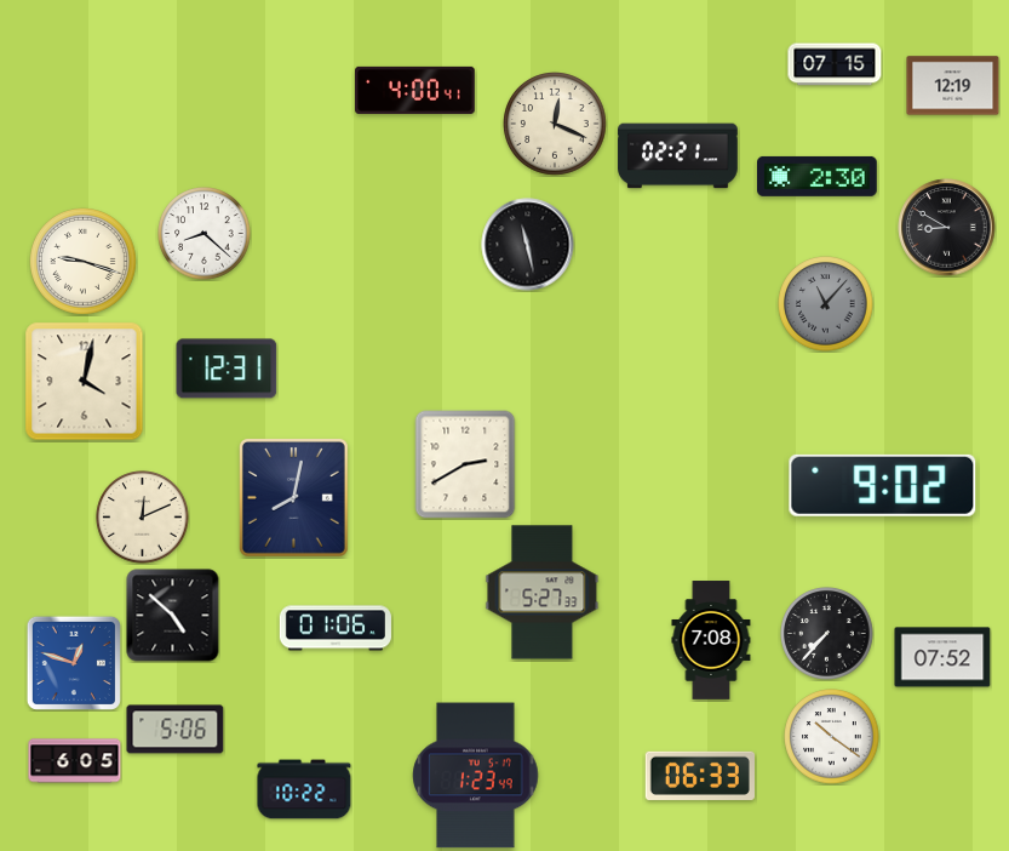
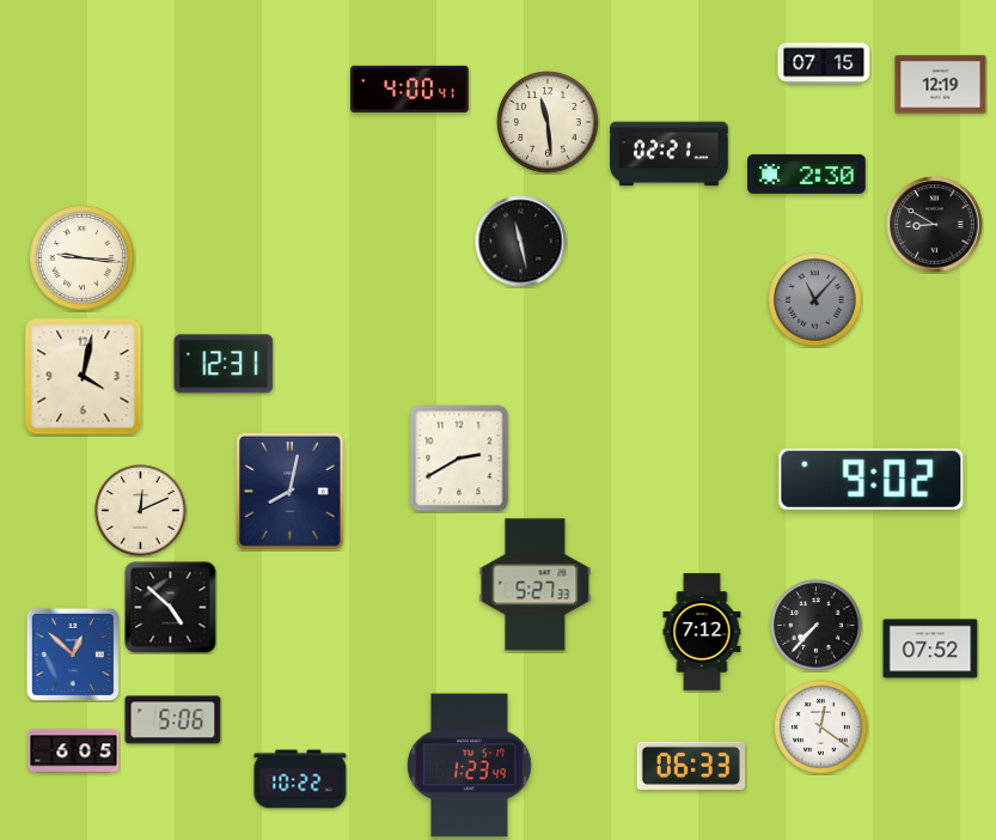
clock at (555, 124): 12:19 -> 11:29
clock at (205, 234): 8:22 -> none
clock at (84, 262): 9:18 -> 9:16
clock at (336, 628): 01:06 -> none
clock at (711, 640): 7:08 -> 7:12
clock at (74, 663): 12:48 -> 12:52
clock at (832, 737): 10:21 -> 12:21
